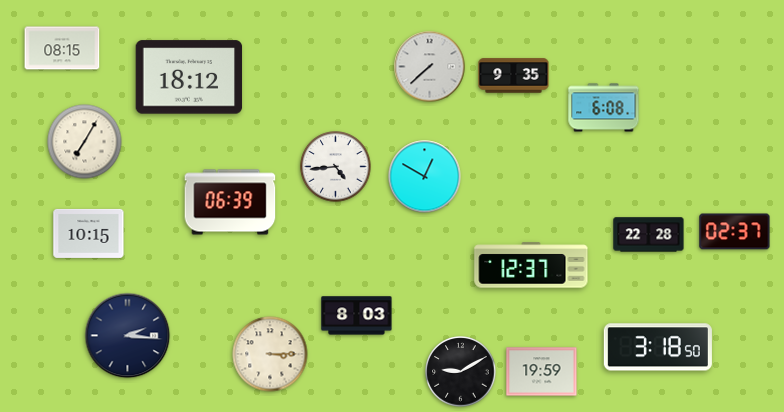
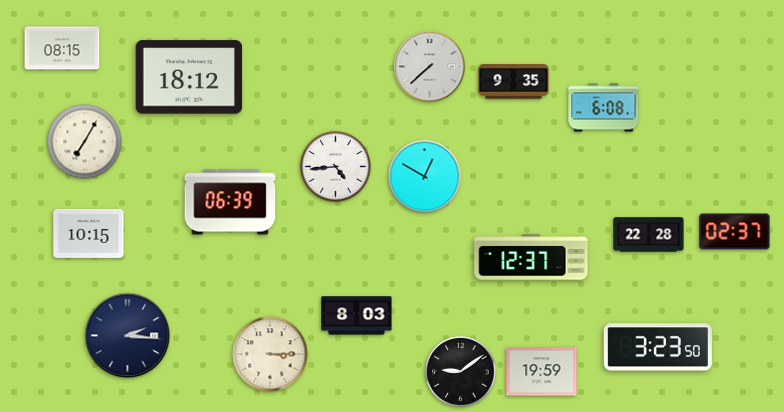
clock at (514, 76) position: (514, 76) -> (514, 82)
clock at (531, 265) position: (531, 265) -> (531, 257)
clock at (658, 347): 3:18 -> 3:23
clock at (461, 372): 9:10 -> 9:09
